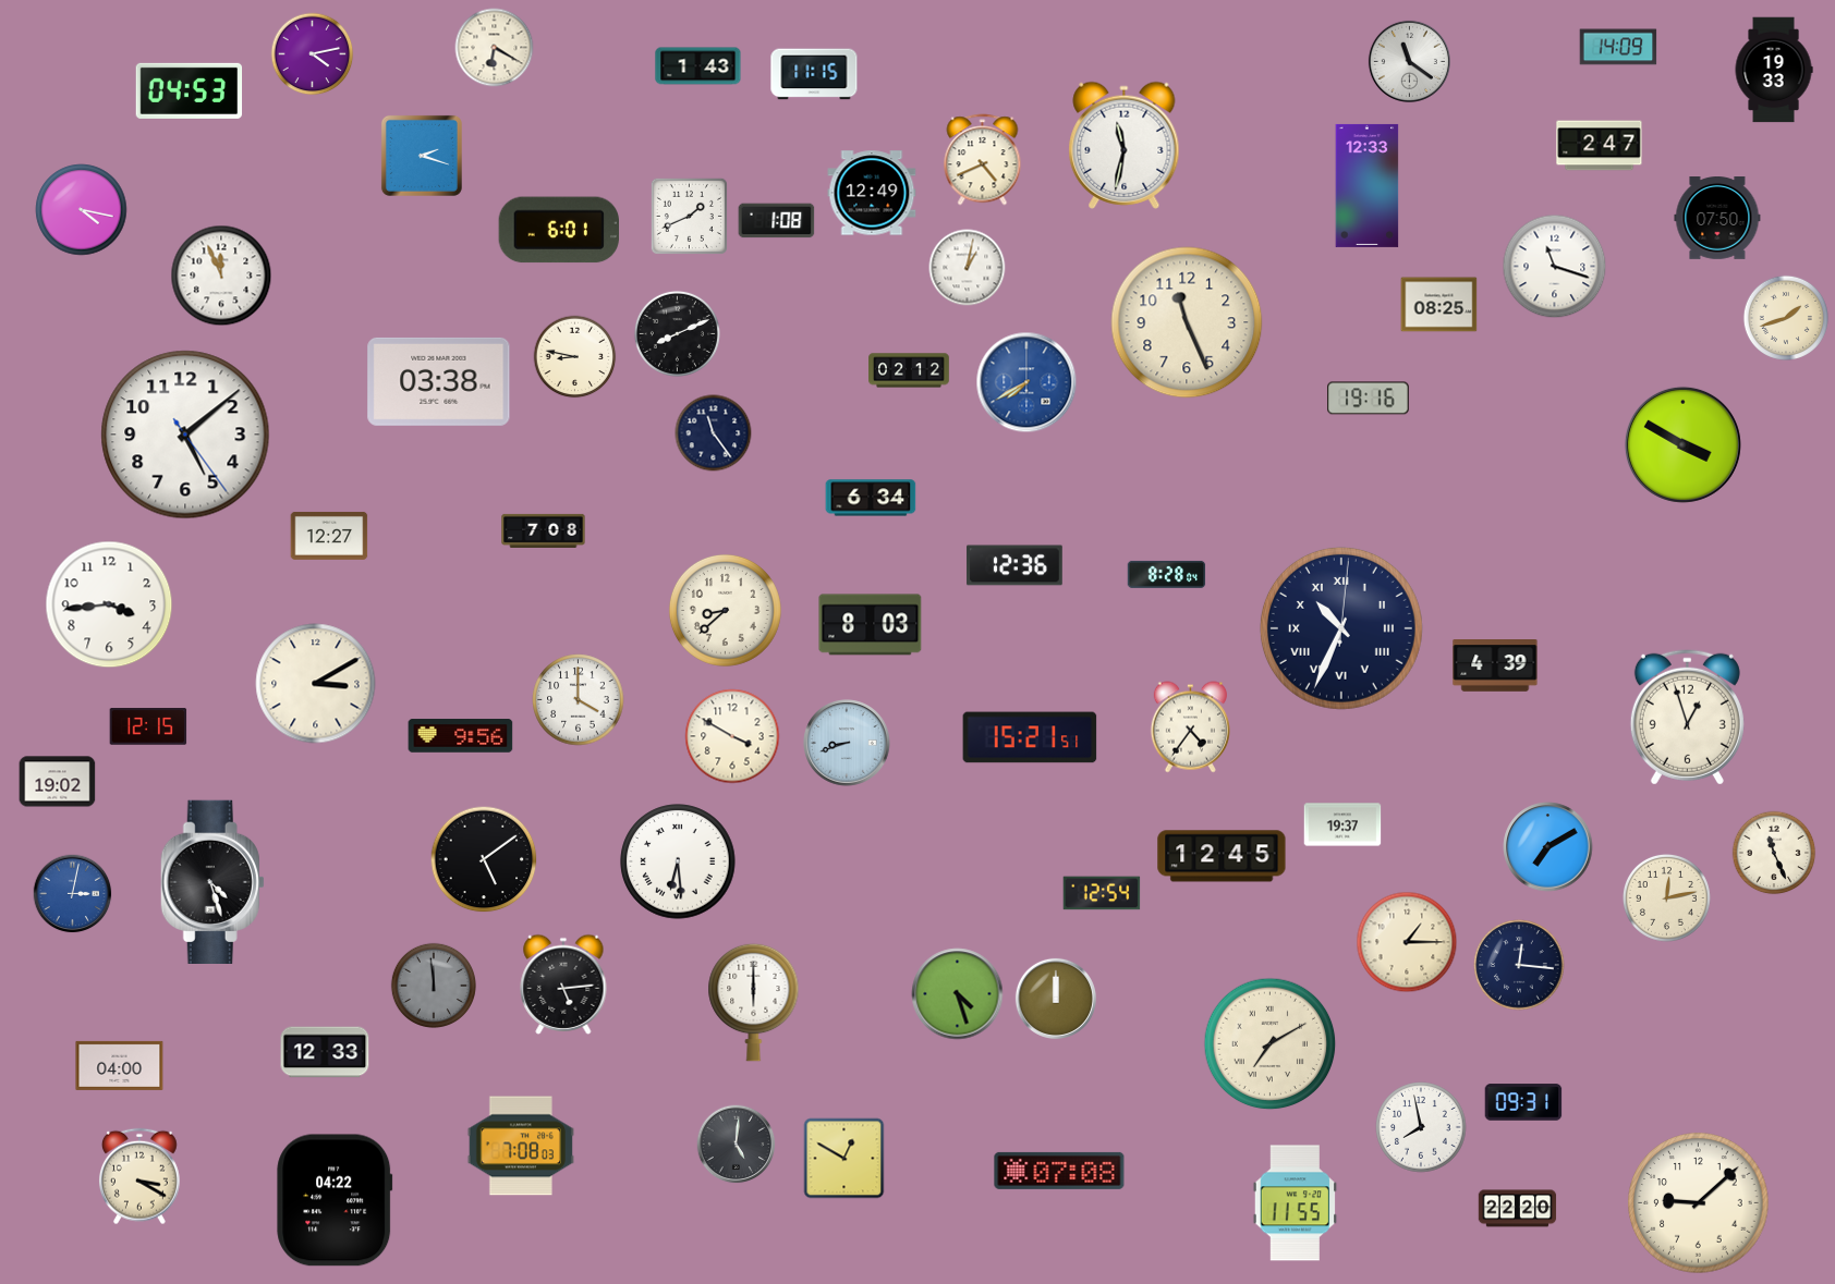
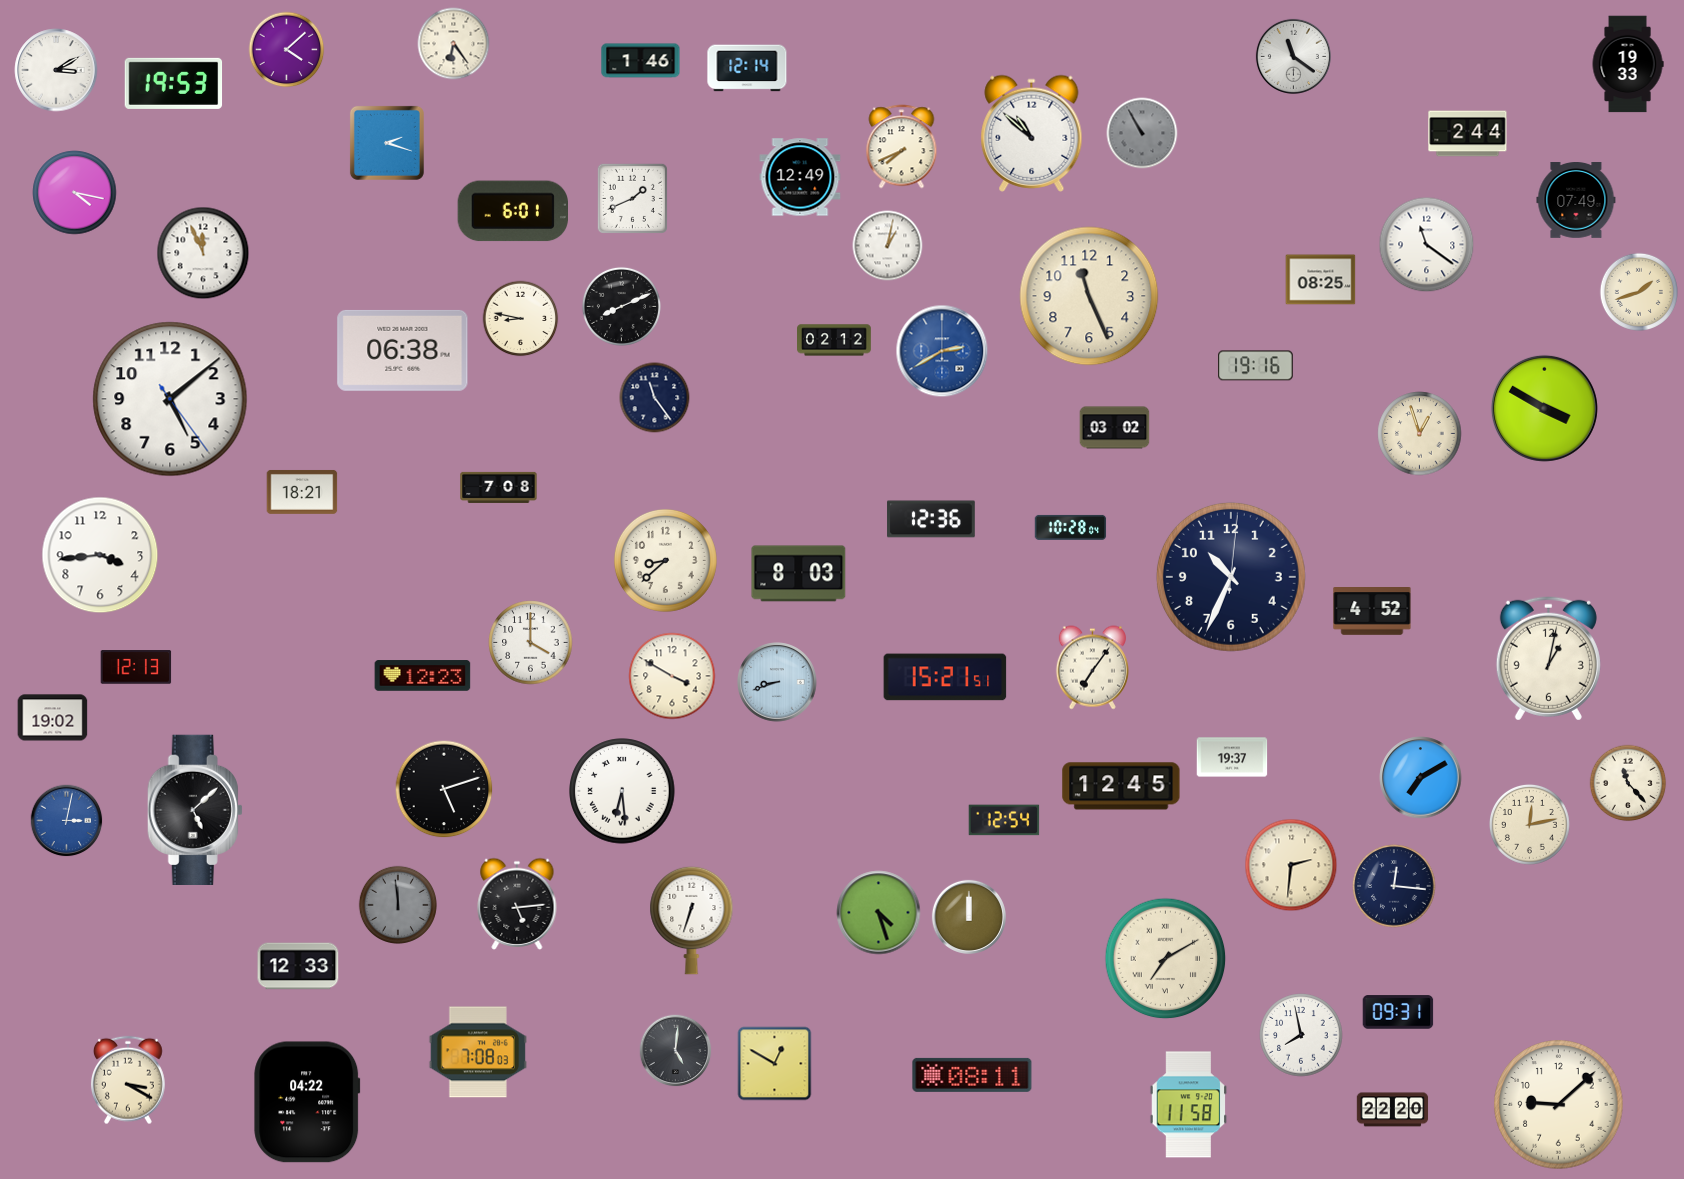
clock at (1618, 47): 14:09 -> none
clock at (495, 48): 6:20 -> 6:24
clock at (313, 54): 4:13 -> 4:08
clock at (698, 66): 1:43 -> 1:46
clock at (814, 74): 11:15 -> 12:14
clock at (56, 70): none -> 3:10
clock at (190, 90): 04:53 -> 19:53
clock at (1125, 145): 11:32 -> 10:52
clock at (1142, 133): none -> 10:55
clock at (1600, 146): 2:47 -> 2:44
clock at (983, 160): 4:41 -> 7:41
clock at (1368, 185): 12:33 -> none
clock at (1717, 219): 07:50 -> 07:49
clock at (777, 221): 1:08 -> none
clock at (1555, 267): 11:18 -> 11:21
clock at (575, 357) position: (575, 357) -> (521, 319)
clock at (439, 381): 03:38 -> 06:38
clock at (1026, 382): 7:40 -> 2:40
clock at (1115, 428): none -> 03:02
clock at (1420, 434): none -> 12:57
clock at (871, 498): 6:34 -> none
clock at (329, 536): 12:27 -> 18:21
clock at (1167, 574): 8:28 -> 10:28
clock at (1341, 628) numerals: Roman -> Arabic
clock at (1495, 665): 4:39 -> 4:52
clock at (316, 684): 3:10 -> none
clock at (1687, 717): 12:57 -> 1:02
clock at (148, 726): 12:15 -> 12:13
clock at (1190, 727): 4:36 -> 7:06
clock at (461, 736): 9:56 -> 12:23
clock at (1774, 853): 11:26 -> 11:23
clock at (484, 859): 5:09 -> 5:12
clock at (212, 881): 4:27 -> 5:08
clock at (1102, 893) position: (1102, 893) -> (1004, 820)
clock at (1407, 942): 1:15 -> 2:31
clock at (754, 1002): 6:00 -> 6:33
clock at (120, 1065): 04:00 -> none
clock at (1421, 1127) position: (1421, 1127) -> (1301, 1035)
clock at (1059, 1171): 07:08 -> 08:11
clock at (1296, 1203): 11:55 -> 11:58
